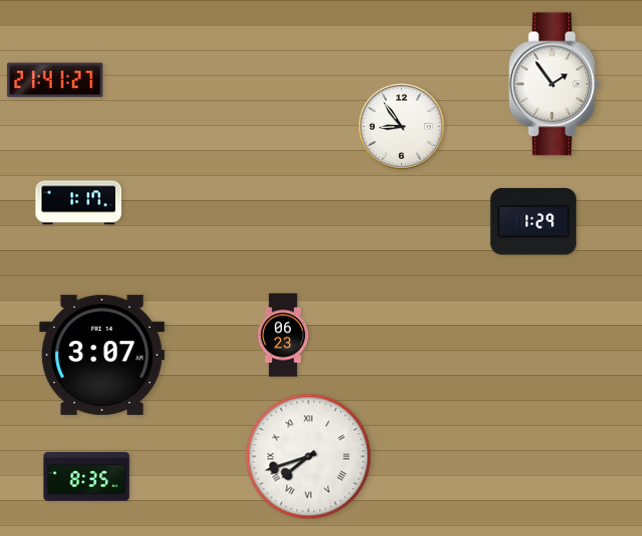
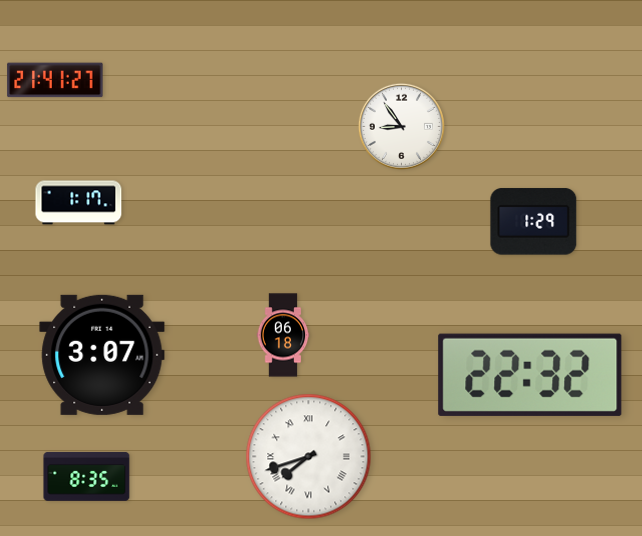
clock at (554, 84): 1:54 -> none
clock at (283, 335): 06:23 -> 06:18
clock at (530, 375): none -> 22:32
